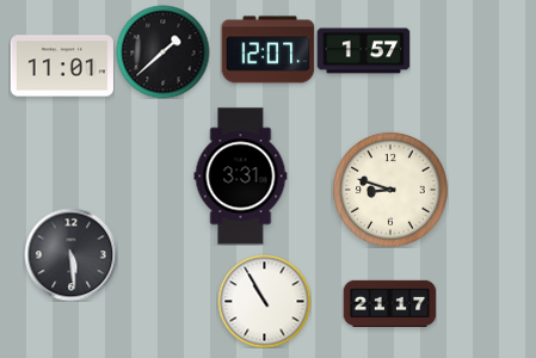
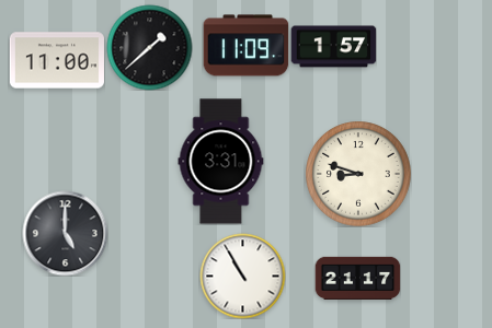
clock at (267, 50): 12:07 -> 11:09
clock at (62, 66): 11:01 -> 11:00
clock at (70, 254): 5:29 -> 5:00
